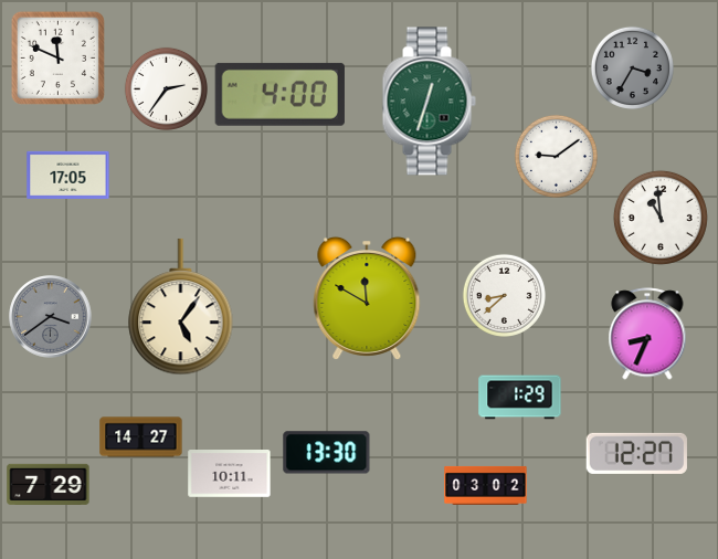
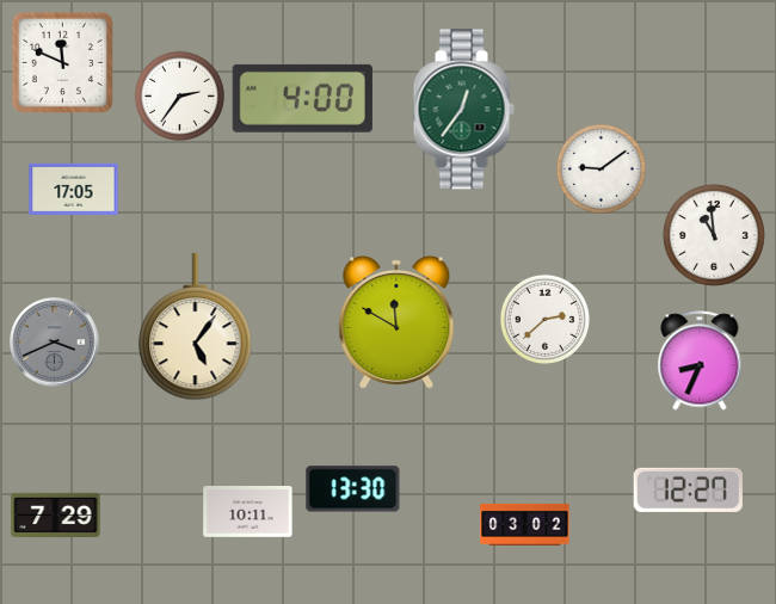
clock at (632, 67): 3:35 -> none
clock at (279, 94) position: (279, 94) -> (302, 98)
clock at (429, 102): 12:33 -> 12:36
clock at (504, 295): 8:38 -> 2:38
clock at (181, 307) position: (181, 307) -> (196, 327)
clock at (51, 317): 3:39 -> 3:41
clock at (520, 398): 1:29 -> none
clock at (141, 437): 14:27 -> none
clock at (49, 484) position: (49, 484) -> (56, 514)
